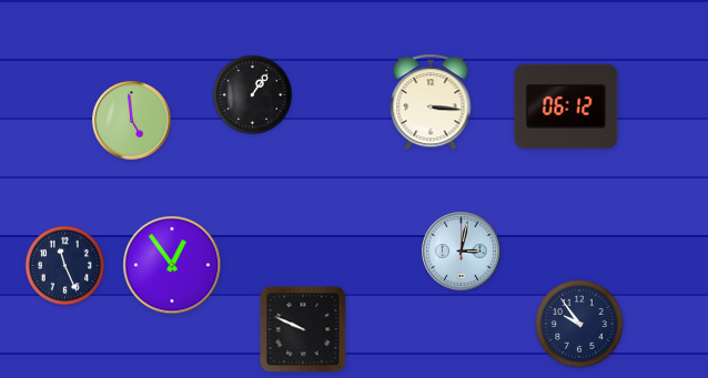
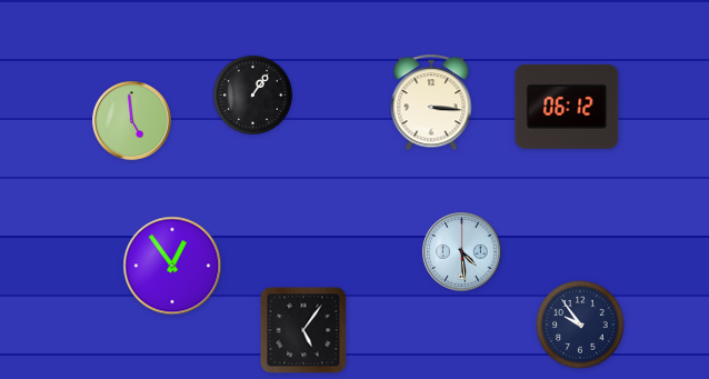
clock at (462, 252): 3:02 -> 4:29
clock at (64, 265): 11:26 -> none
clock at (303, 329): 9:49 -> 5:06
